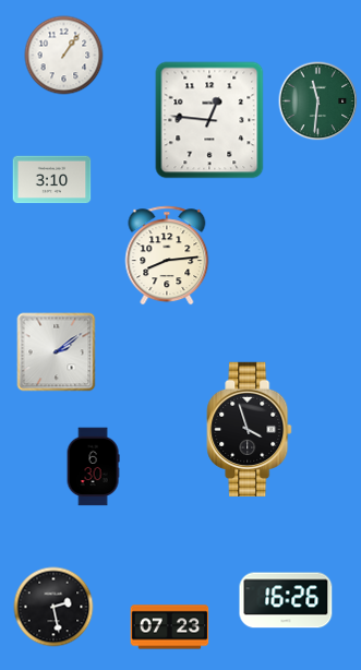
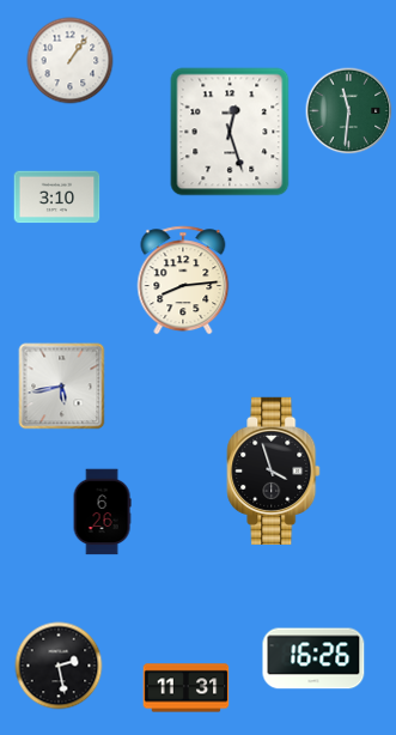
clock at (209, 120): 12:46 -> 12:27
clock at (57, 352): 2:09 -> 5:43
clock at (93, 467): 6:30 -> 6:26
clock at (170, 627): 07:23 -> 11:31
